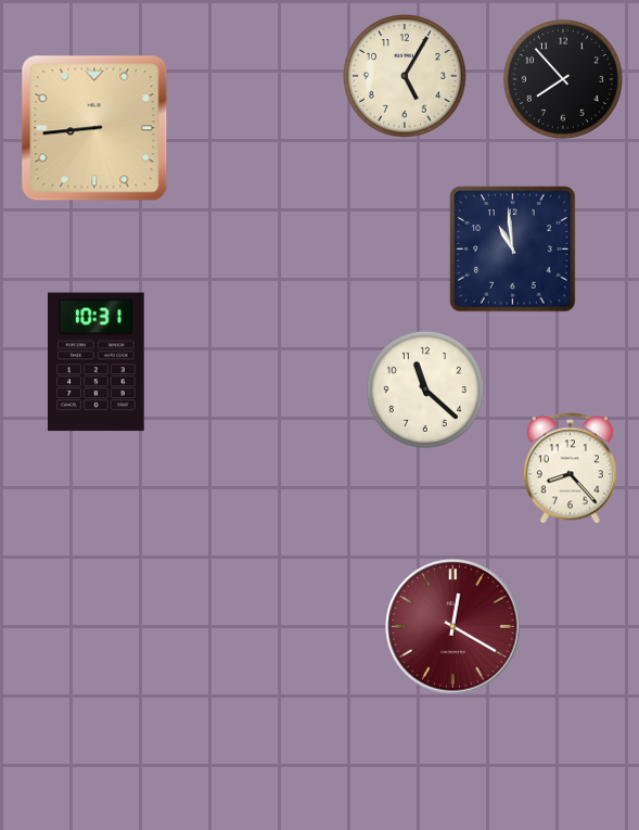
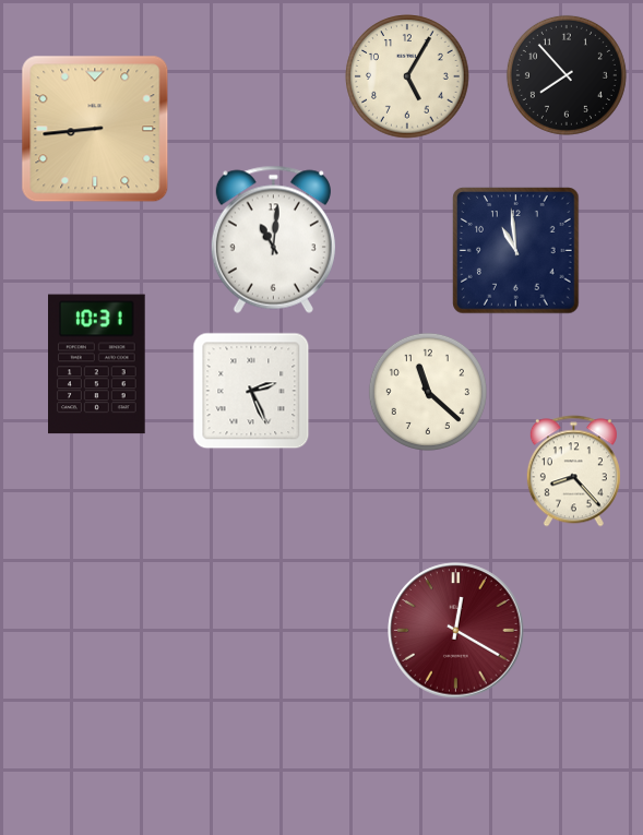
clock at (563, 79) position: (563, 79) -> (567, 75)
clock at (273, 239): none -> 11:01
clock at (251, 391): none -> 2:26
